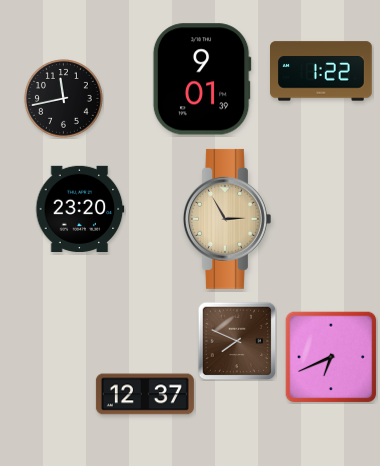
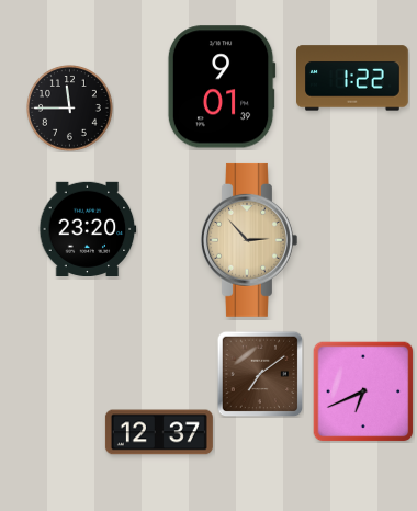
clock at (64, 99): 11:43 -> 11:45
clock at (227, 219): 2:55 -> 2:53
clock at (237, 341): 7:49 -> 7:09
